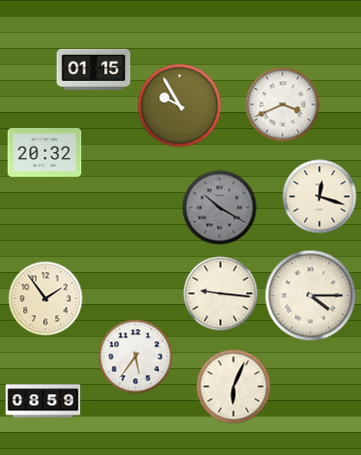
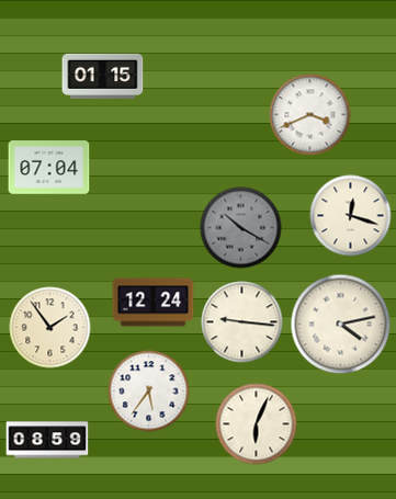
clock at (180, 106): 9:55 -> none
clock at (45, 153): 20:32 -> 07:04
clock at (154, 303): none -> 12:24
clock at (311, 296): 4:15 -> 4:13
